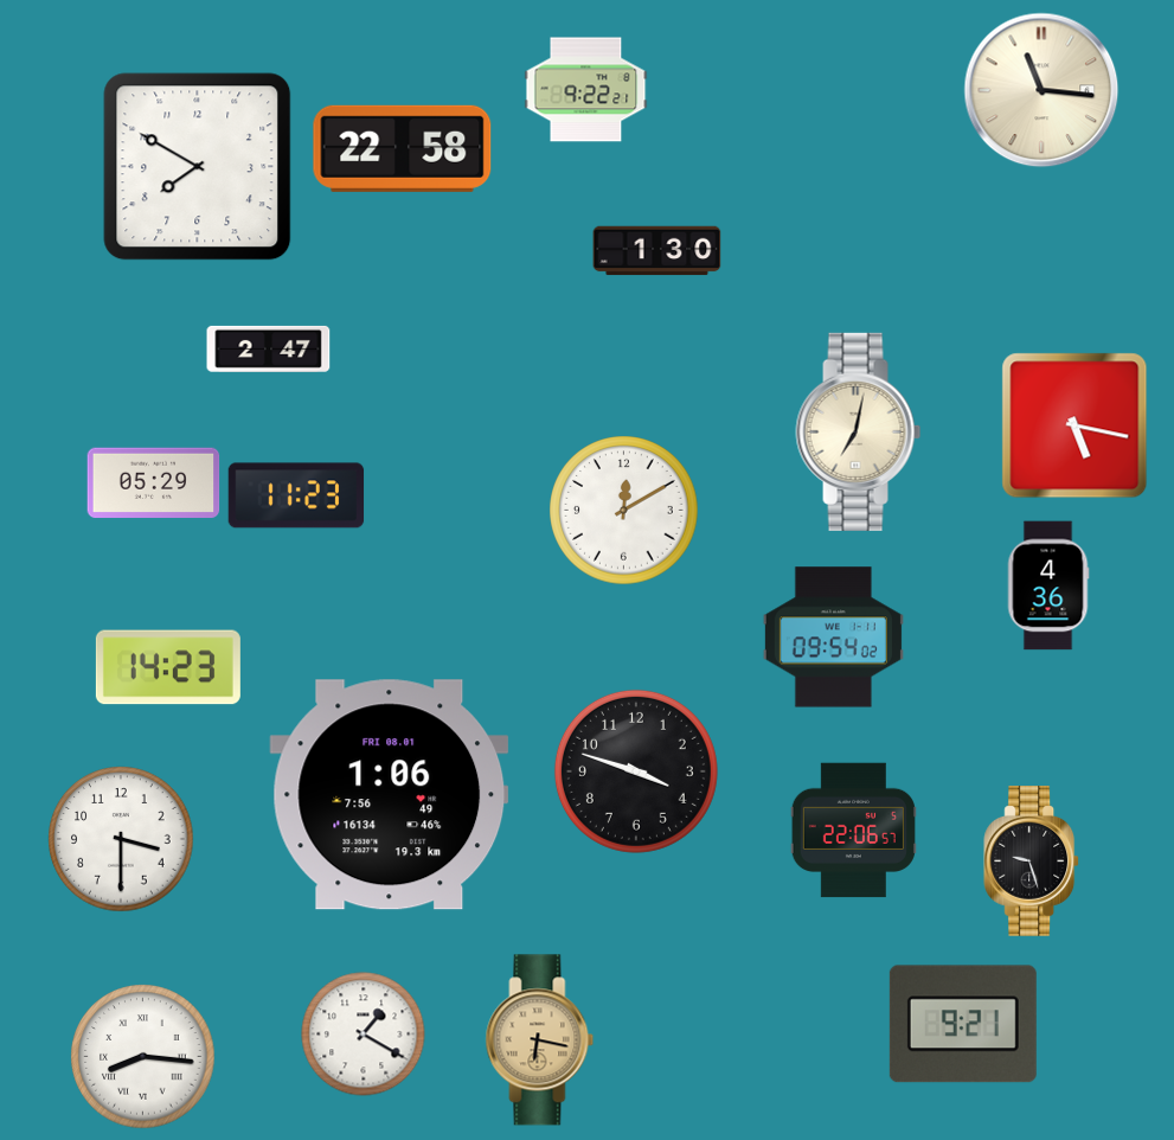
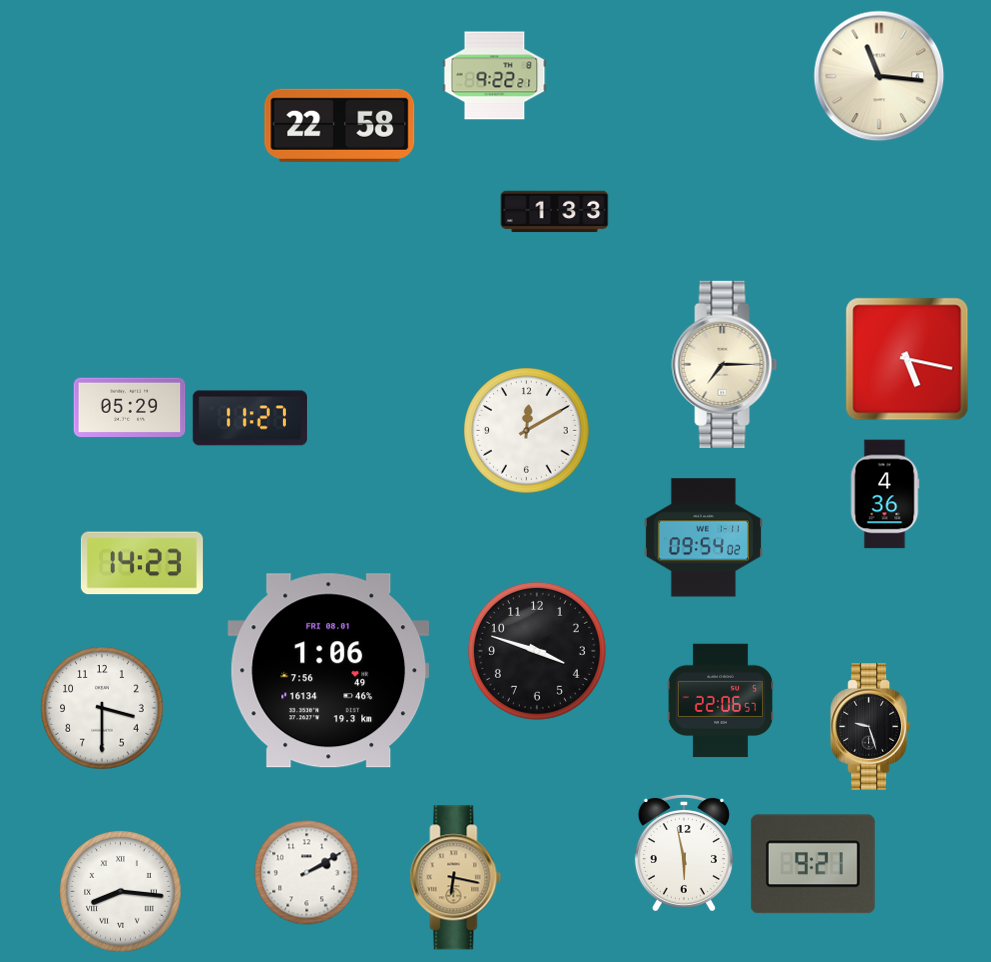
clock at (198, 167): 7:50 -> none
clock at (657, 251): 1:30 -> 1:33
clock at (269, 348): 2:47 -> none
clock at (859, 431): 7:02 -> 7:15
clock at (296, 495): 11:23 -> 11:27
clock at (684, 852): none -> 5:58
clock at (364, 1035): 1:20 -> 2:10
